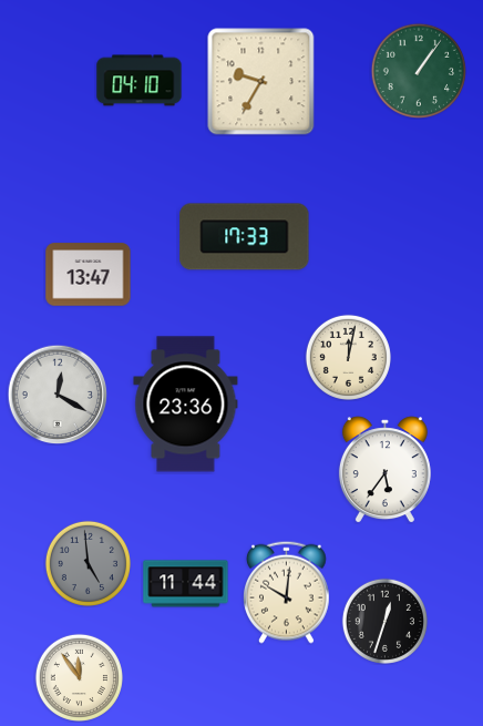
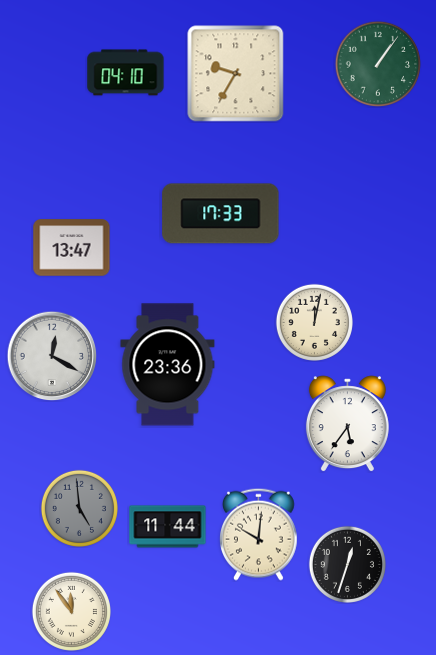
clock at (89, 275) position: (89, 275) -> (72, 248)
clock at (384, 621) position: (384, 621) -> (347, 564)
